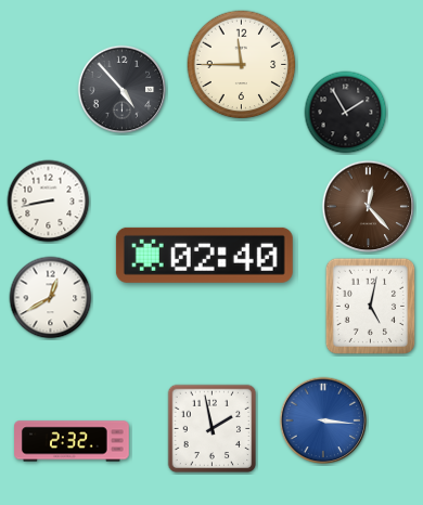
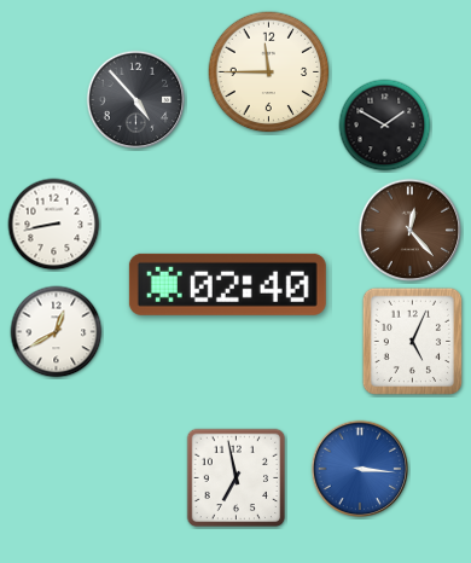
clock at (346, 113): 1:55 -> 1:50
clock at (370, 306): 5:02 -> 5:04
clock at (213, 429): 1:58 -> 6:58
clock at (72, 441): 2:32 -> none
